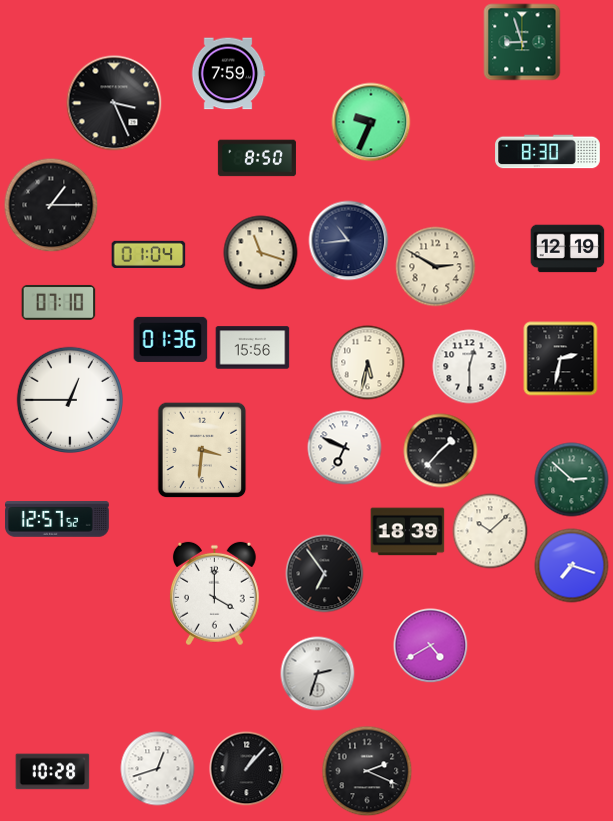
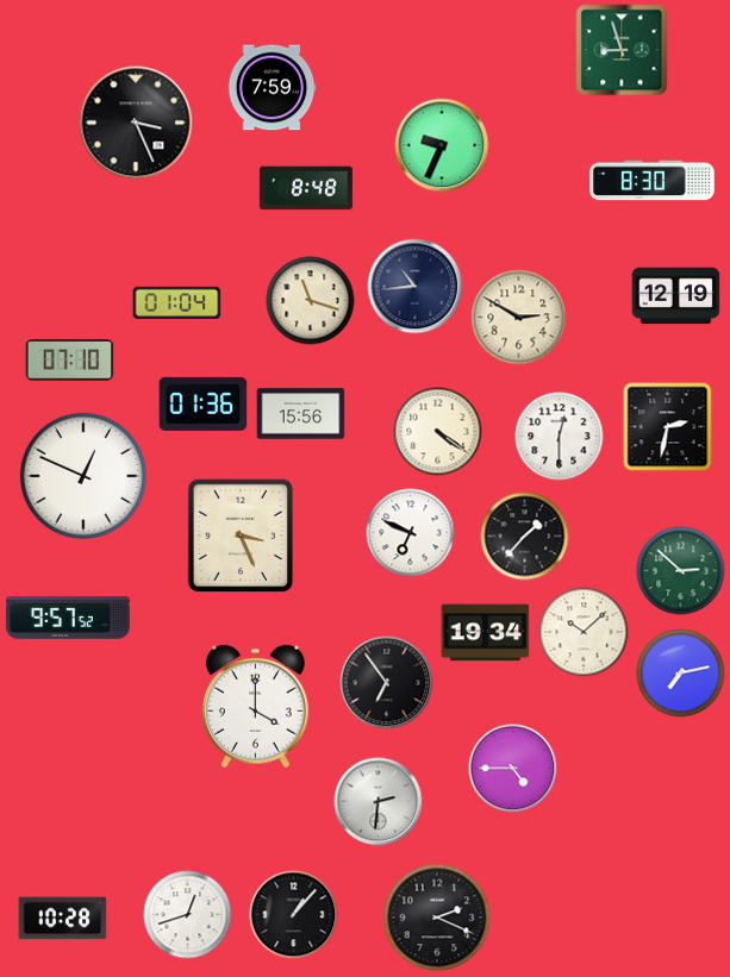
clock at (257, 158): 8:50 -> 8:48
clock at (51, 205): 1:15 -> none
clock at (368, 363): 5:32 -> 4:21
clock at (69, 399): 12:45 -> 12:49
clock at (202, 450): 3:31 -> 3:26
clock at (58, 519): 12:57 -> 9:57
clock at (408, 532): 18:39 -> 19:34
clock at (572, 566): 7:18 -> 7:13
clock at (431, 646): 4:40 -> 4:45
clock at (318, 674): 2:33 -> 2:31
